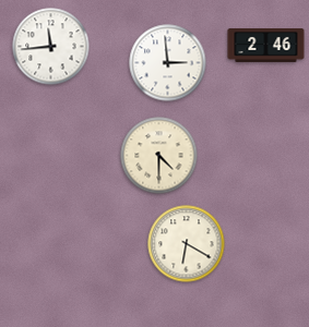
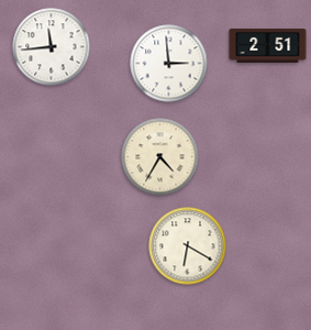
clock at (266, 46): 2:46 -> 2:51
clock at (159, 156): 4:30 -> 4:35
